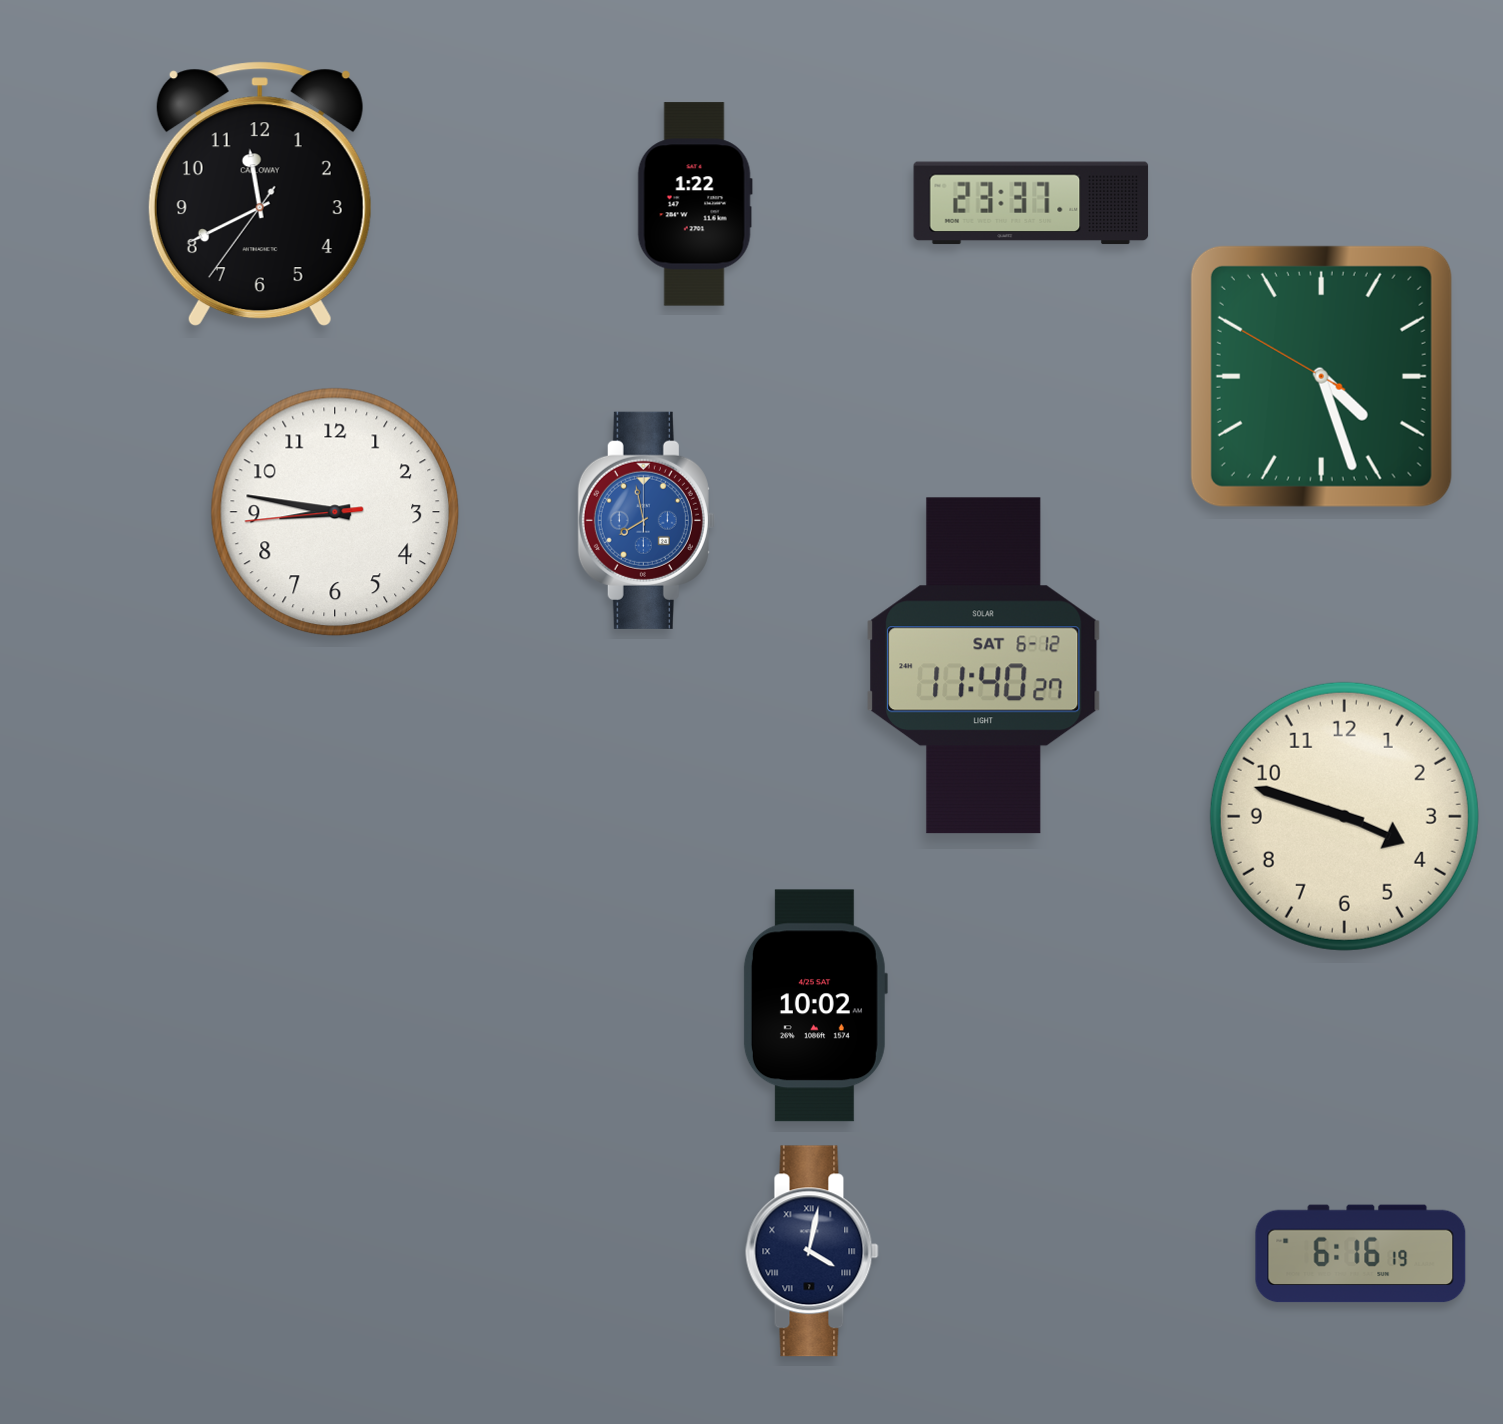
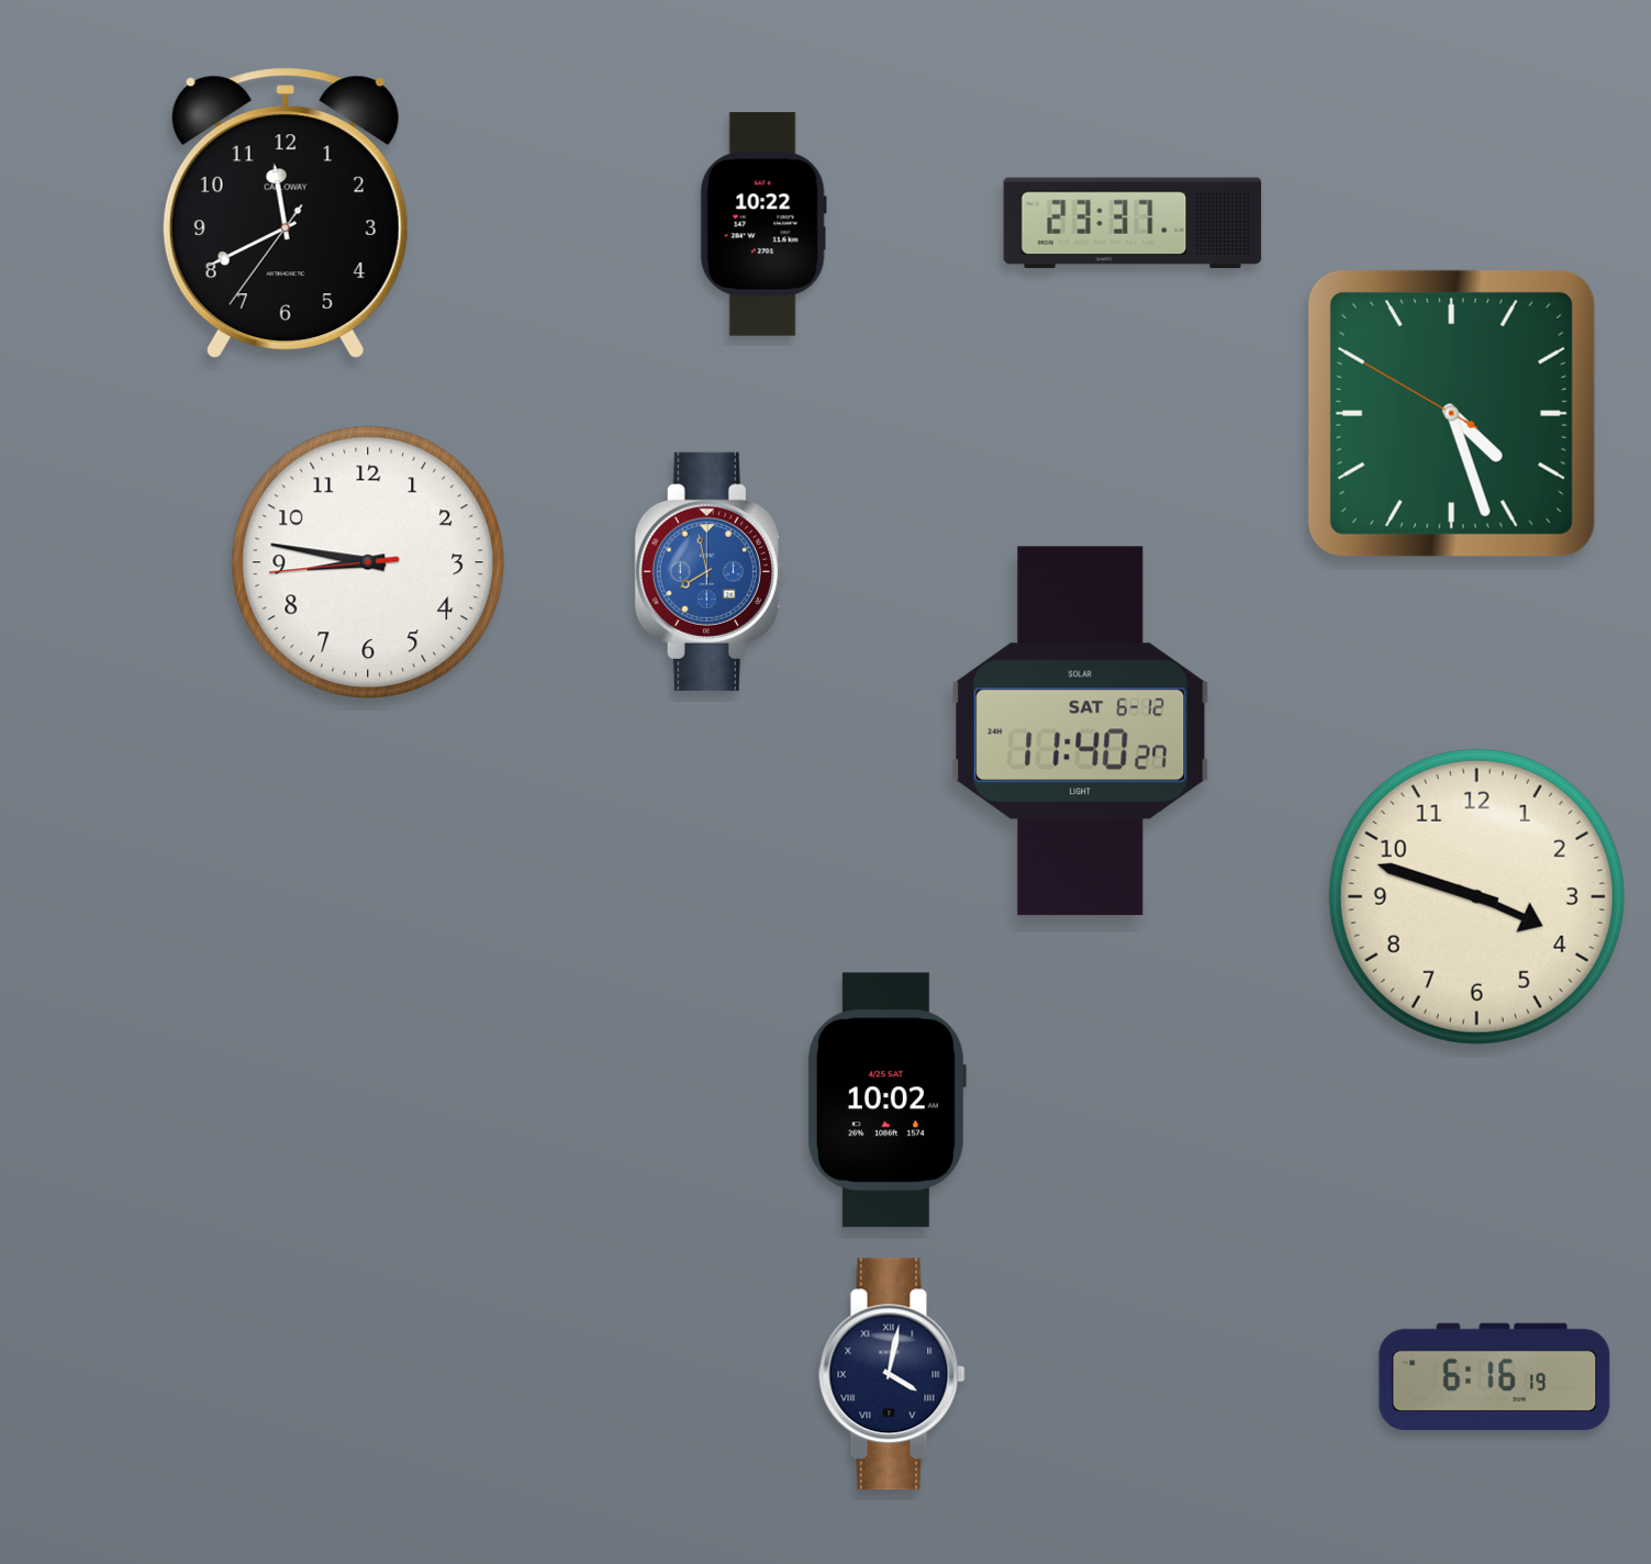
clock at (695, 204): 1:22 -> 10:22
clock at (815, 1006) position: (815, 1006) -> (886, 1101)
